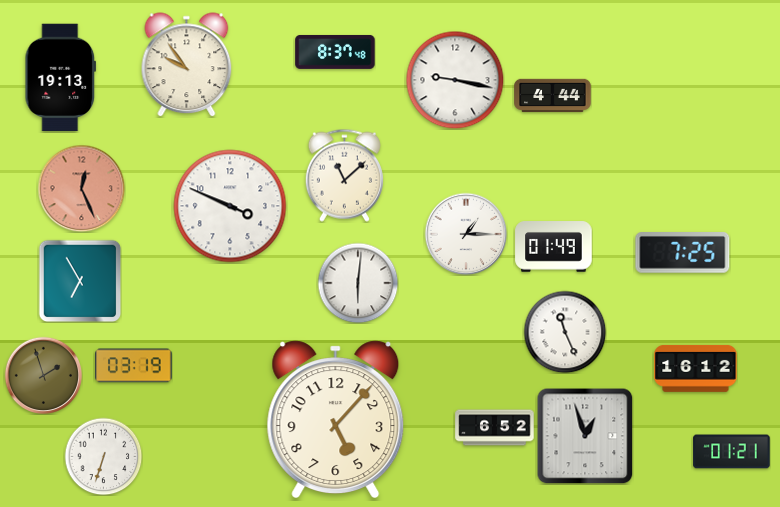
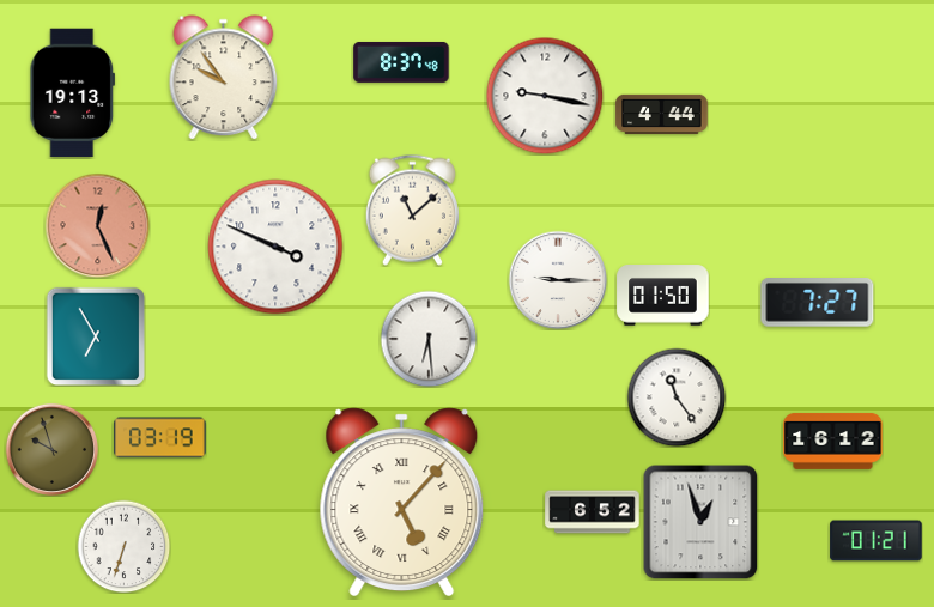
clock at (466, 234): 1:15 -> 9:15
clock at (554, 247): 01:49 -> 01:50
clock at (683, 253): 7:25 -> 7:27
clock at (358, 283): 6:01 -> 6:29
clock at (565, 332): 11:26 -> 11:24
clock at (43, 375): 1:57 -> 9:57
clock at (336, 419) numerals: Arabic -> Roman
